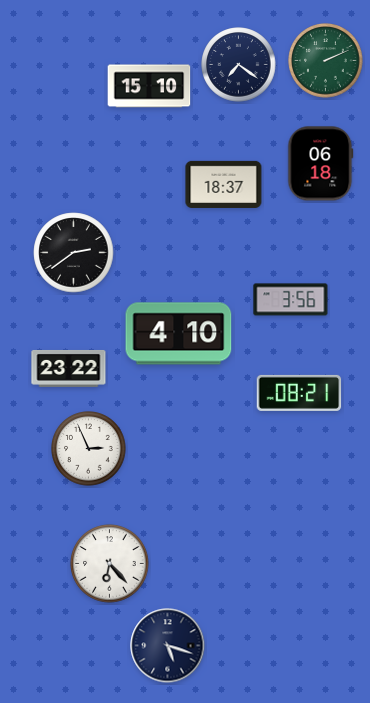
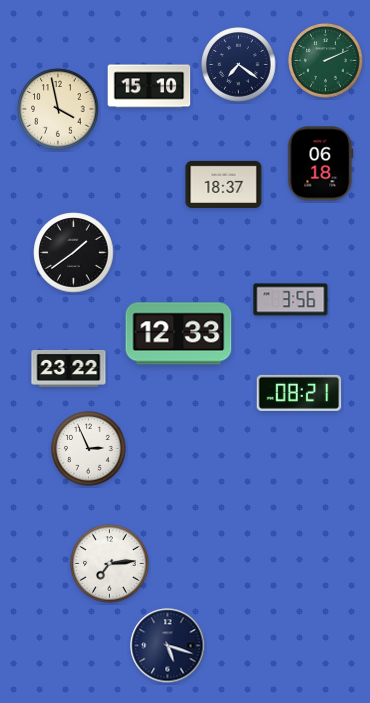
clock at (58, 109): none -> 3:58
clock at (74, 253): 2:39 -> 1:39
clock at (179, 334): 4:10 -> 12:33
clock at (110, 564): 6:23 -> 7:14
